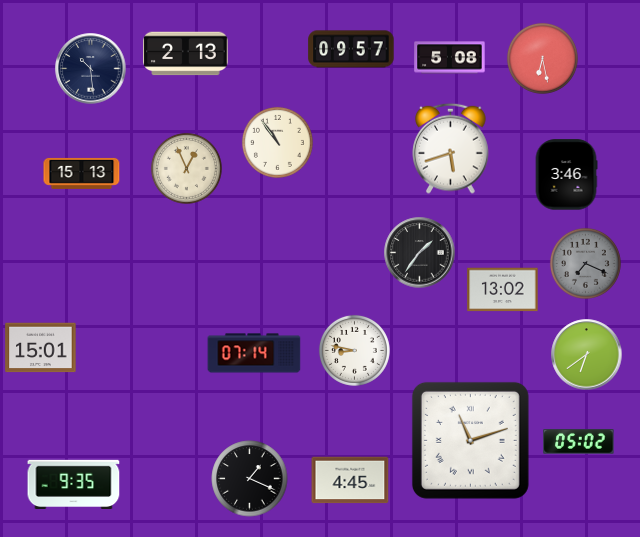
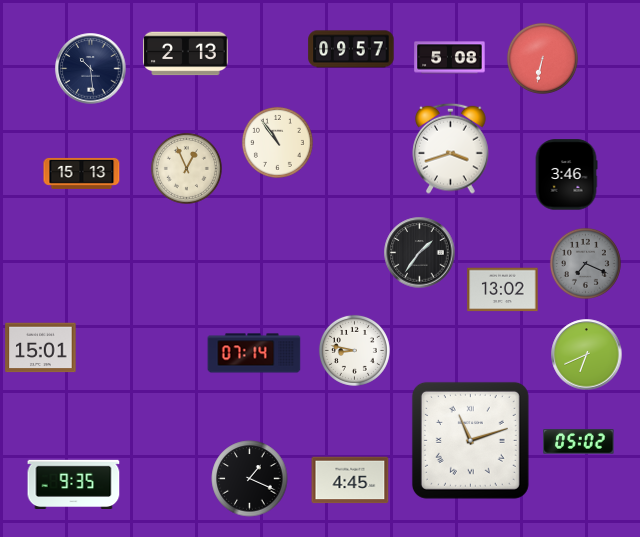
clock at (542, 58): 6:28 -> 6:32
clock at (451, 148): 5:42 -> 3:42
clock at (587, 355): 6:39 -> 6:41
